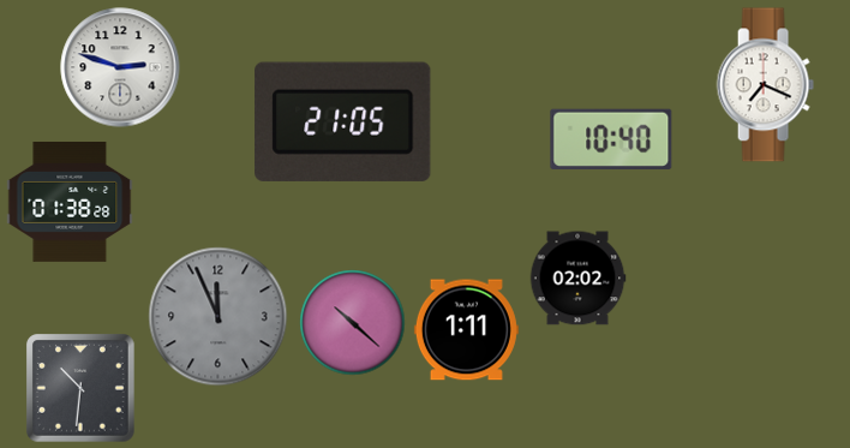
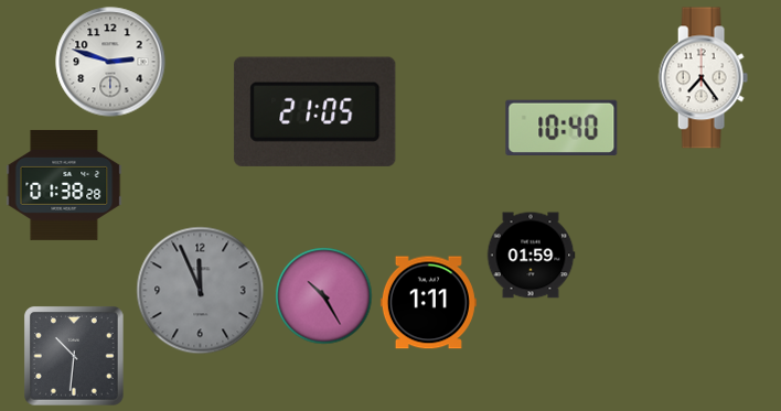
clock at (765, 85): 7:19 -> 7:24
clock at (577, 279): 02:02 -> 01:59
clock at (353, 323): 10:22 -> 10:25
